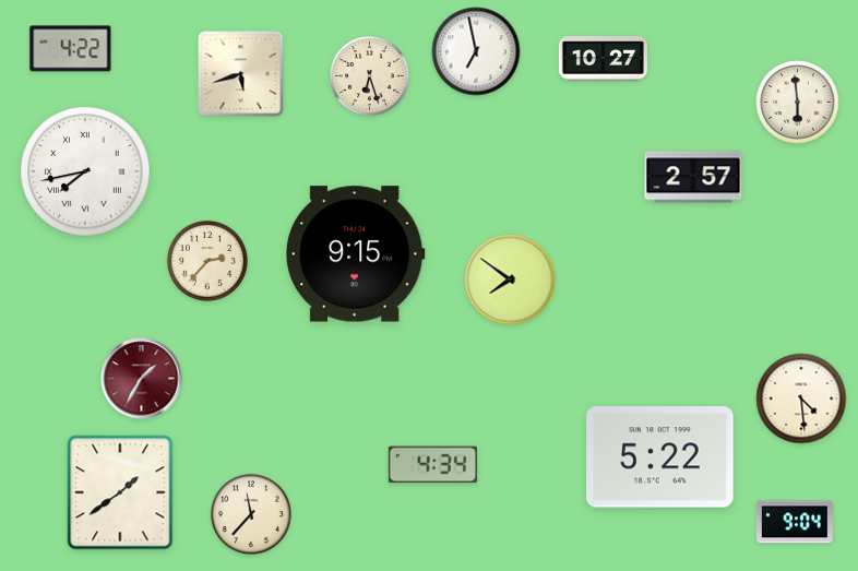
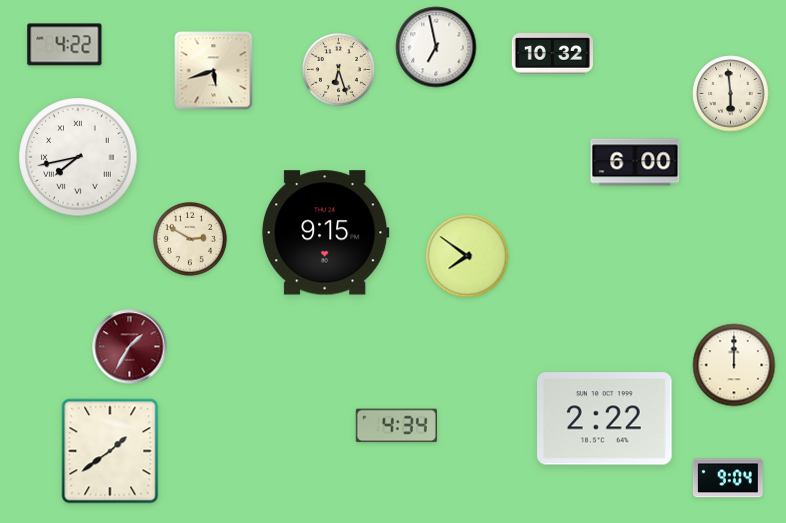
clock at (603, 59): 10:27 -> 10:32
clock at (241, 74) position: (241, 74) -> (214, 71)
clock at (693, 177): 2:57 -> 6:00
clock at (207, 261): 2:37 -> 2:50
clock at (801, 398): 4:29 -> 12:00
clock at (660, 457): 5:22 -> 2:22
clock at (251, 514): 11:37 -> none
